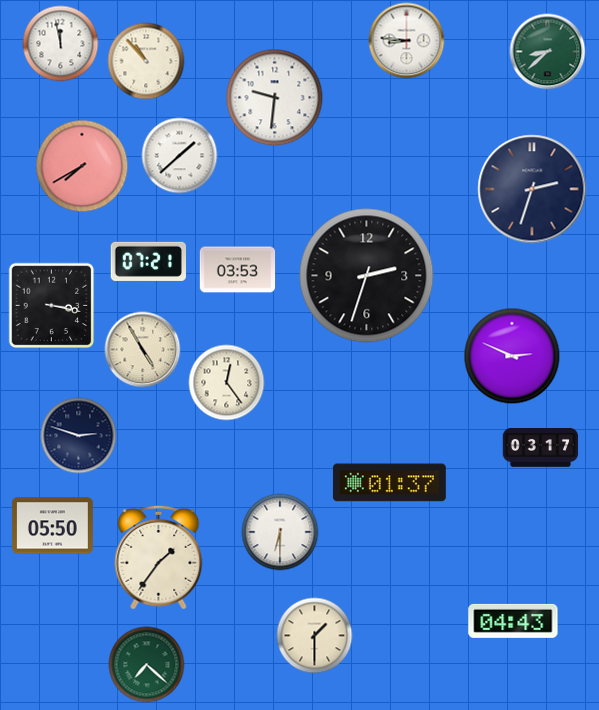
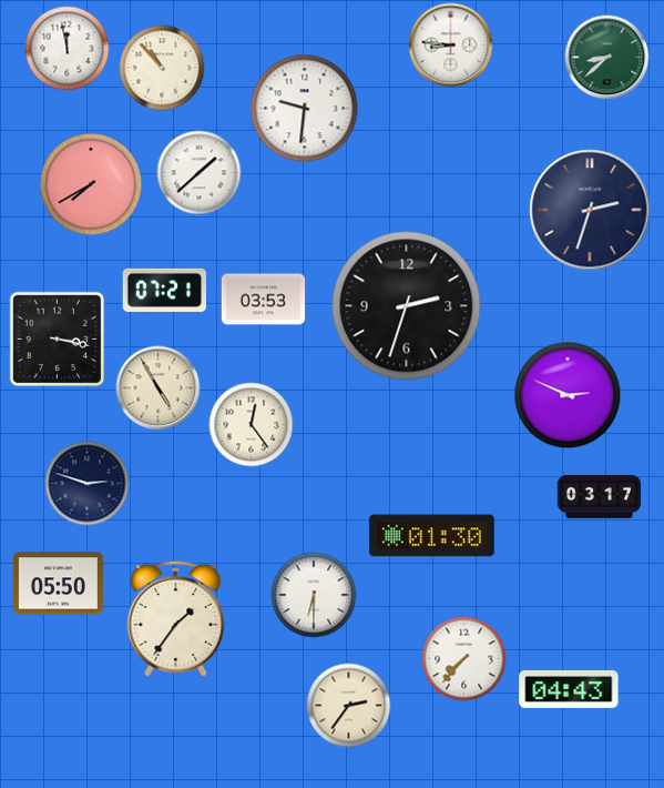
clock at (389, 483): 01:37 -> 01:30
clock at (280, 532) position: (280, 532) -> (314, 595)
clock at (464, 659): none -> 7:37
clock at (315, 636): 1:30 -> 2:36
clock at (147, 665): 7:22 -> none
